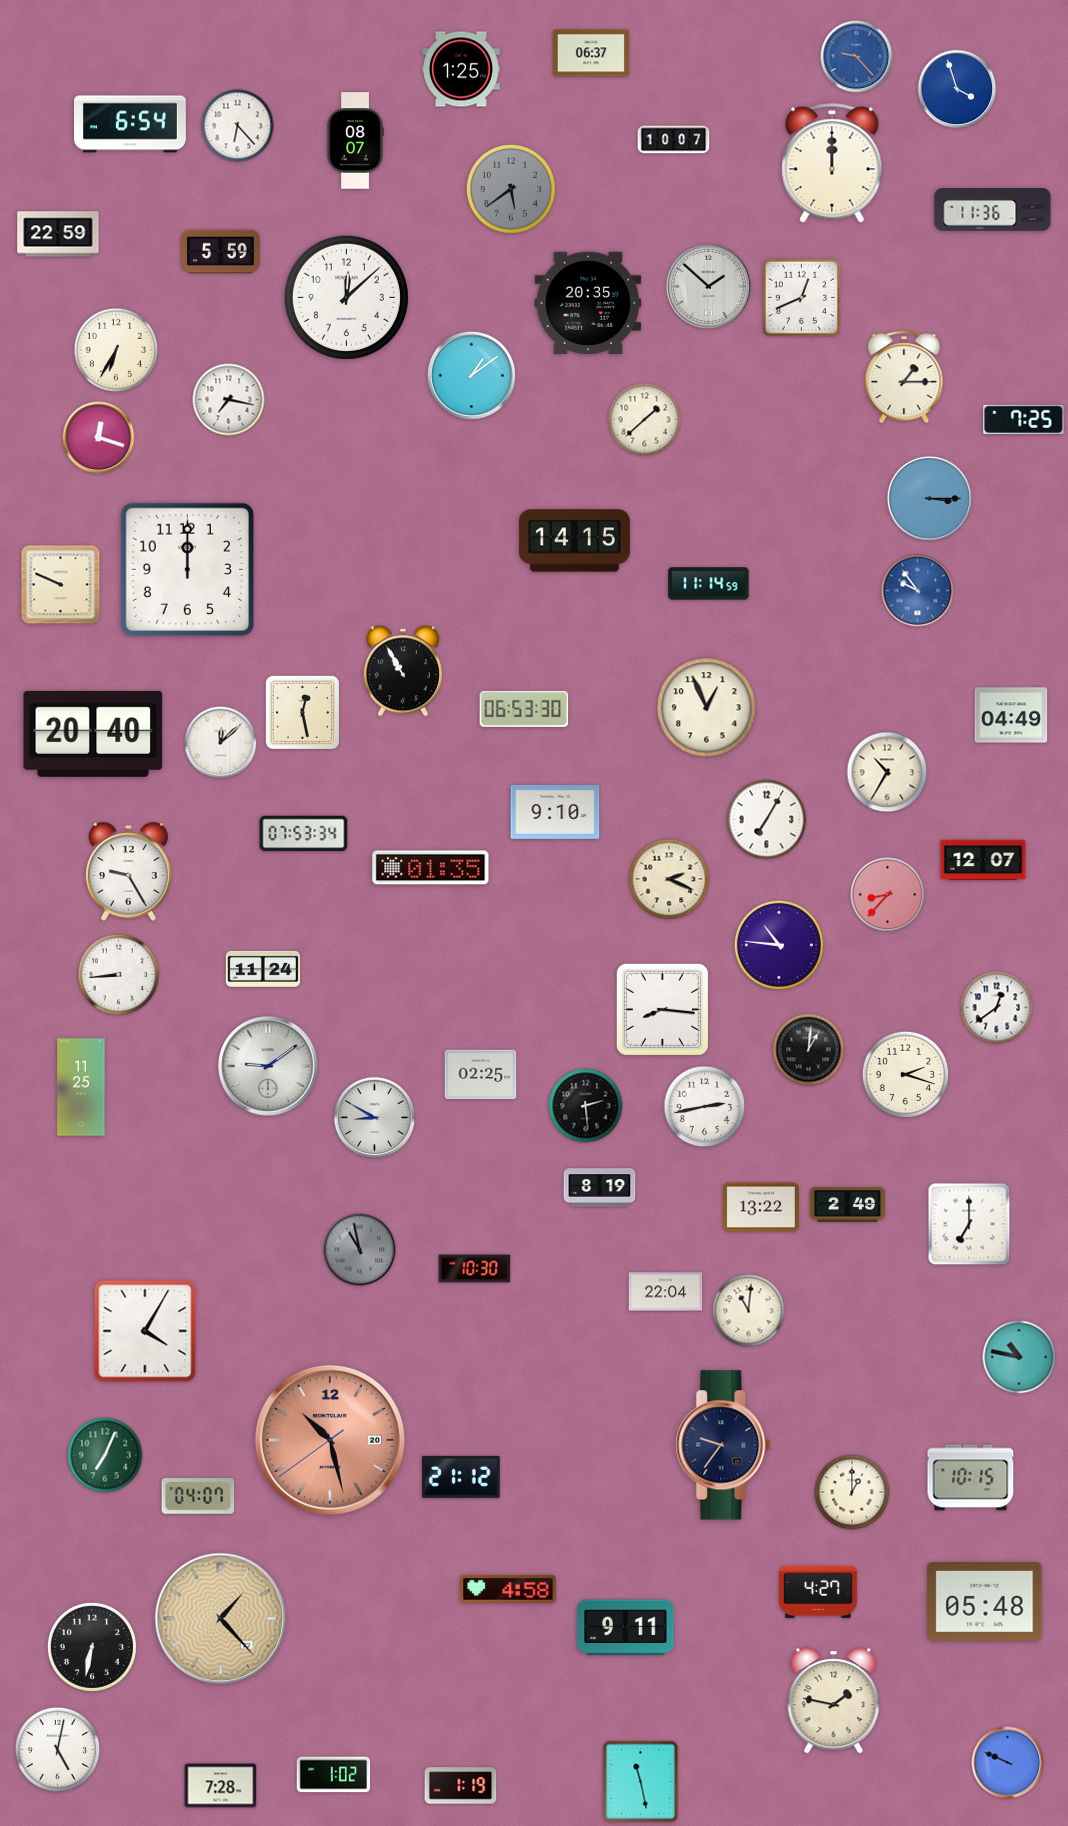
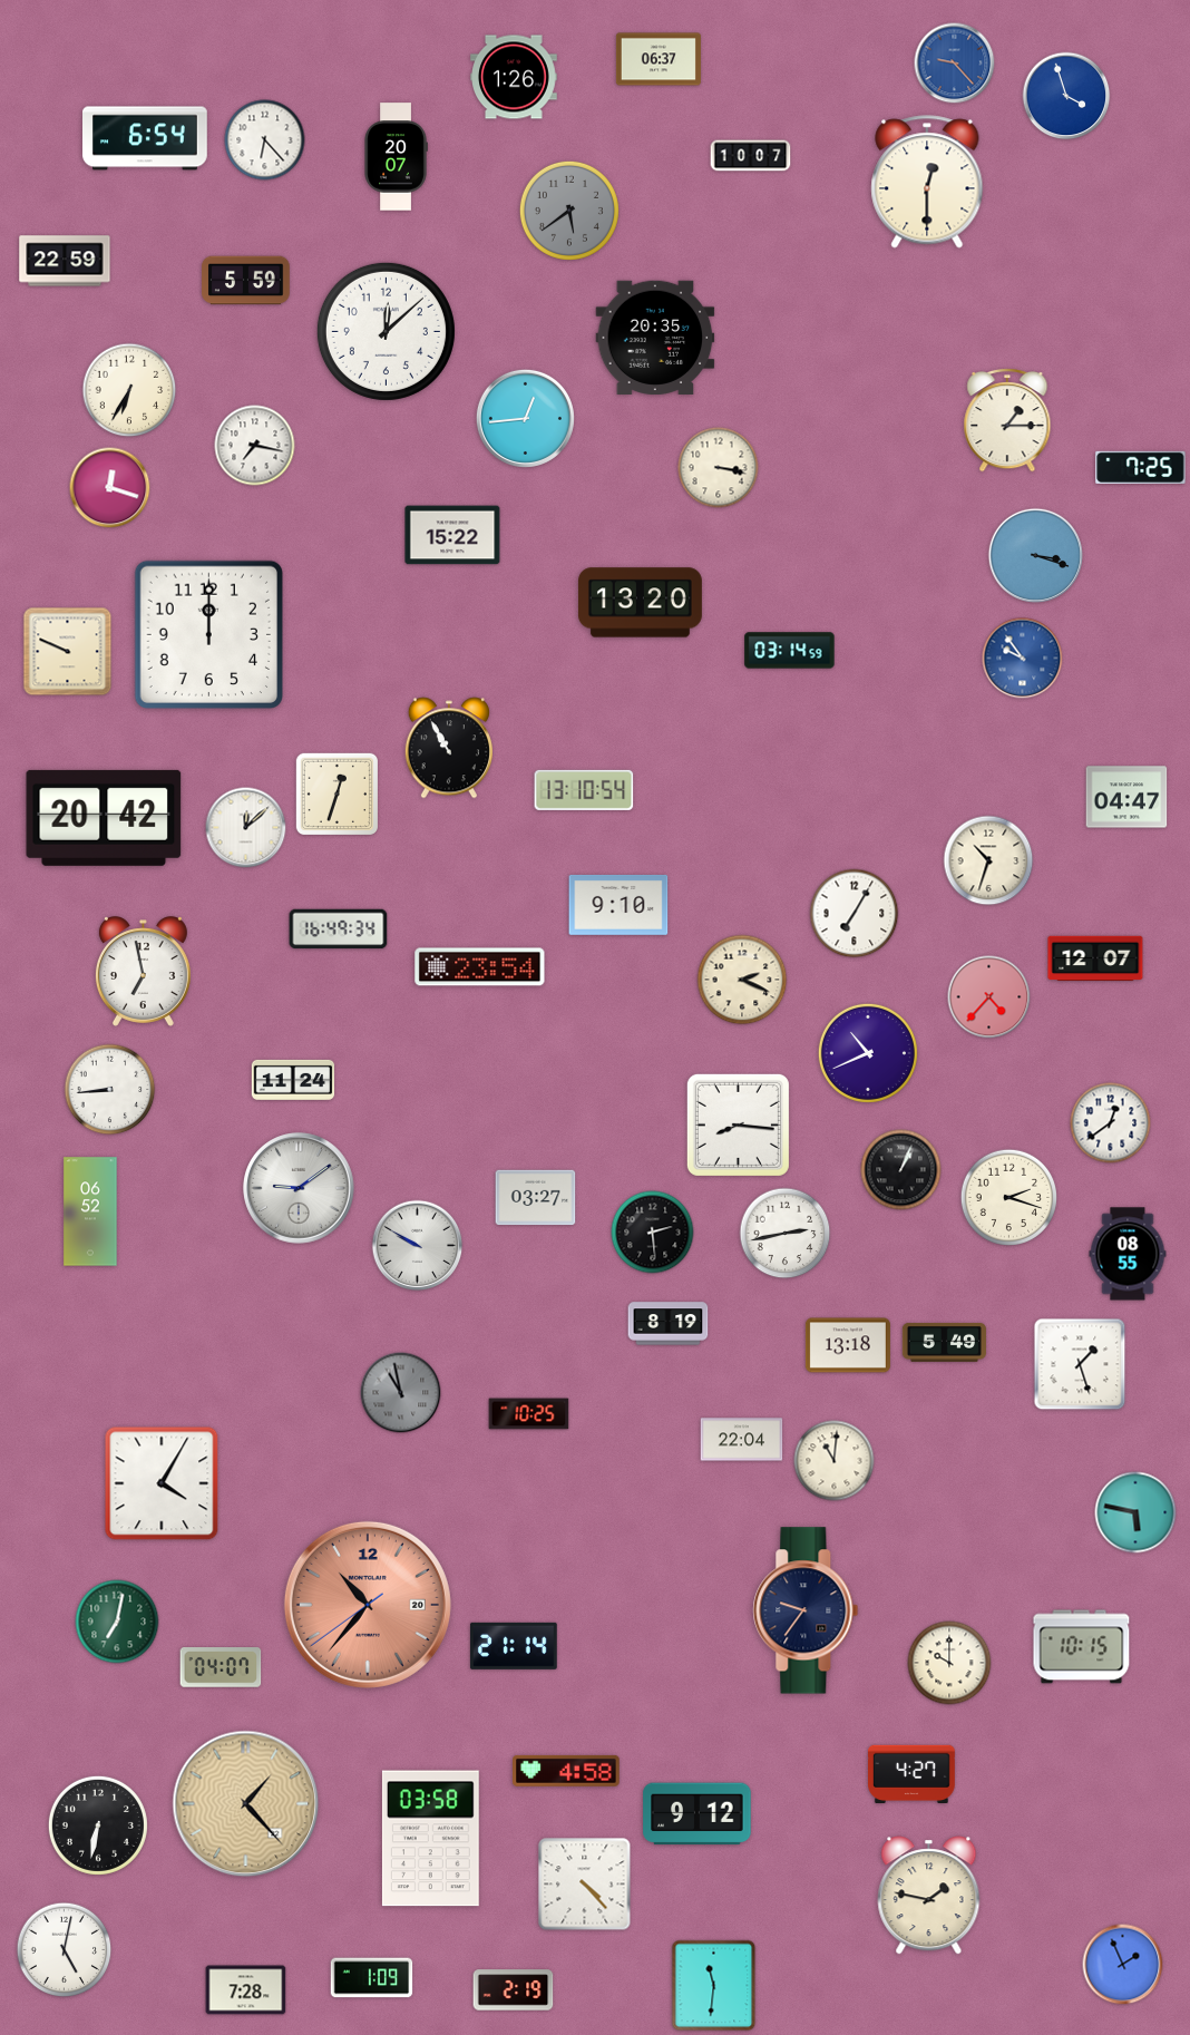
clock at (462, 69): 1:25 -> 1:26
clock at (957, 89) position: (957, 89) -> (1066, 96)
clock at (355, 141): 08:07 -> 20:07
clock at (832, 163): 12:00 -> 12:30
clock at (993, 210): 11:36 -> none
clock at (708, 286): 1:52 -> none
clock at (801, 297): 12:41 -> none
clock at (471, 375): 1:09 -> 12:44
clock at (645, 420): 1:38 -> 3:17
clock at (452, 535): none -> 15:22
clock at (929, 498): 3:15 -> 3:18
clock at (574, 541): 14:15 -> 13:20
clock at (709, 584): 11:14 -> 03:14
clock at (707, 708): 12:56 -> none
clock at (524, 709): 06:53 -> 13:10
clock at (302, 712): 12:28 -> 12:33
clock at (1011, 715): 04:49 -> 04:47
clock at (93, 734): 20:40 -> 20:42
clock at (887, 772): 10:35 -> 10:33
clock at (304, 834): 07:53 -> 16:49
clock at (431, 868): 01:35 -> 23:54
clock at (128, 872): 9:25 -> 6:58
clock at (669, 879) position: (669, 879) -> (742, 980)
clock at (888, 895): 8:37 -> 4:37
clock at (779, 945): 10:46 -> 10:41
clock at (119, 975) position: (119, 975) -> (110, 1090)
clock at (809, 1050): 1:01 -> 1:04
clock at (481, 1075): 02:25 -> 03:27
clock at (81, 1087): 11:25 -> 06:52
clock at (375, 1118): 8:50 -> 9:50
clock at (1128, 1254): none -> 08:55
clock at (847, 1205): 2:49 -> 5:49
clock at (761, 1207): 13:22 -> 13:18
clock at (969, 1224): 7:00 -> 1:27
clock at (475, 1269): 10:30 -> 10:25
clock at (1019, 1357): 10:47 -> 5:47
clock at (330, 1440): 10:27 -> 10:36
clock at (105, 1455): 7:04 -> 7:02
clock at (461, 1477): 21:12 -> 21:14
clock at (852, 1492): 1:00 -> 10:00
clock at (985, 1602): 05:48 -> none
clock at (626, 1628): 9:11 -> 9:12
clock at (92, 1647) position: (92, 1647) -> (98, 1825)
clock at (430, 1839): none -> 03:58
clock at (585, 1885): none -> 4:23
clock at (1008, 1763): 9:49 -> 1:56
clock at (334, 1775): 1:02 -> 1:09
clock at (641, 1782): 11:28 -> 11:31
clock at (461, 1786): 1:19 -> 2:19
